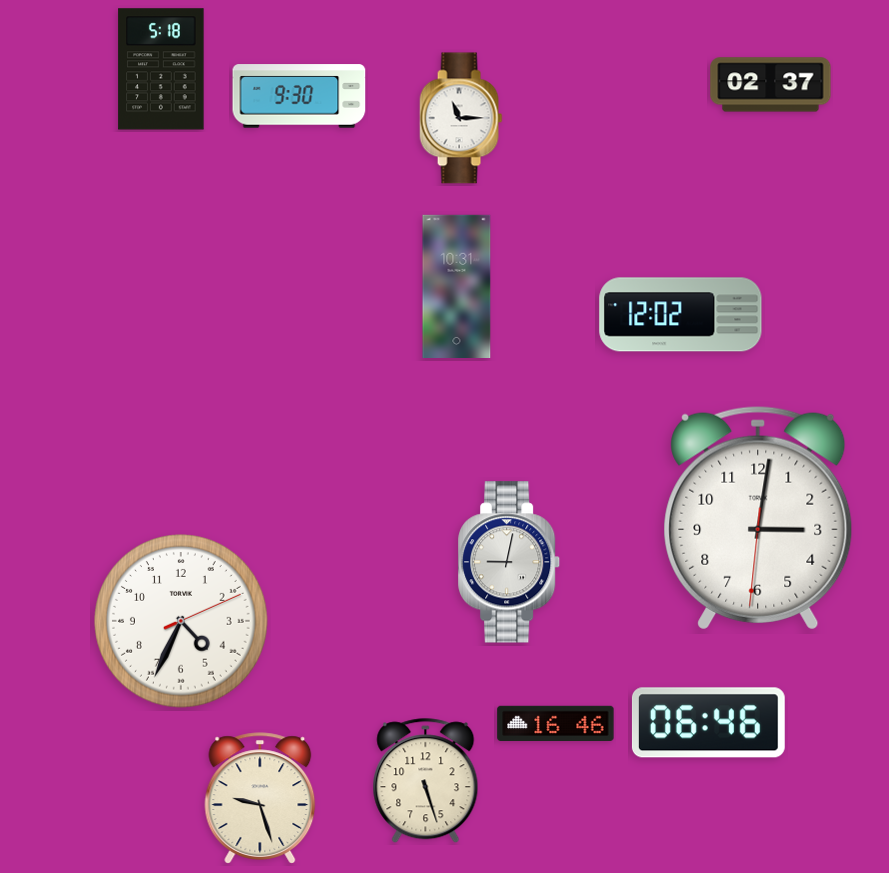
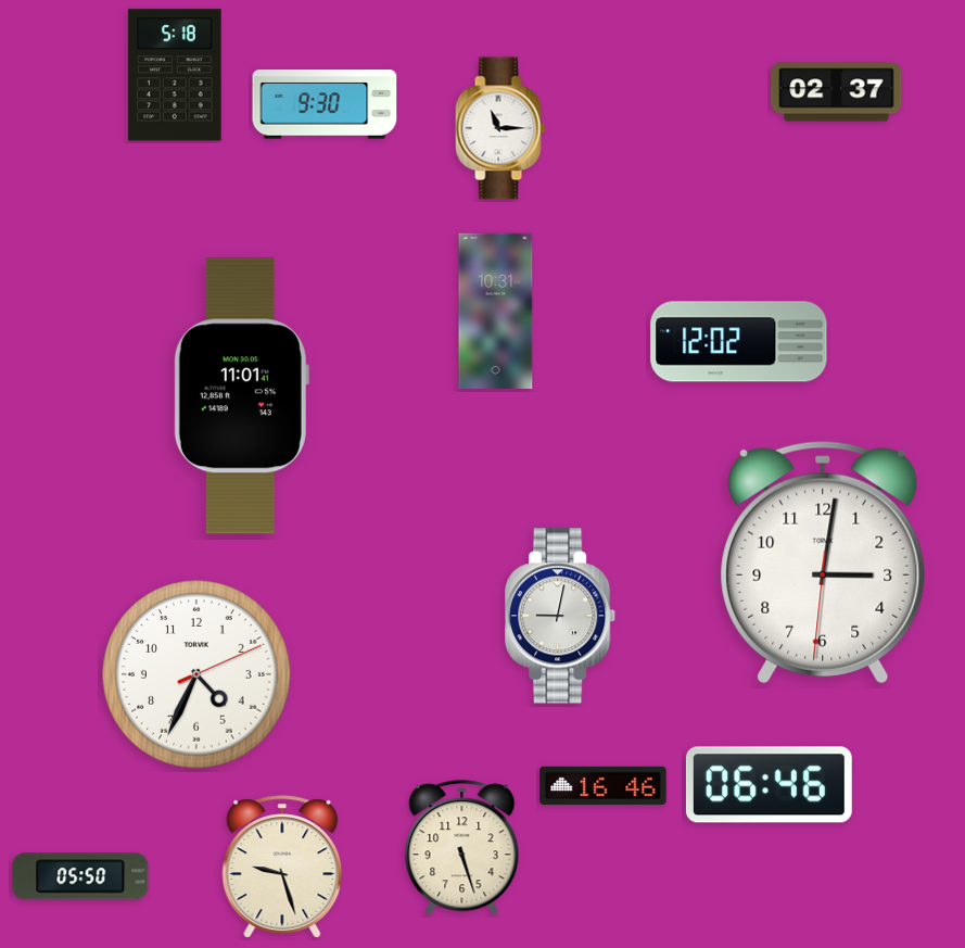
clock at (241, 396): none -> 11:01
clock at (510, 562) position: (510, 562) -> (561, 616)
clock at (80, 876): none -> 05:50
